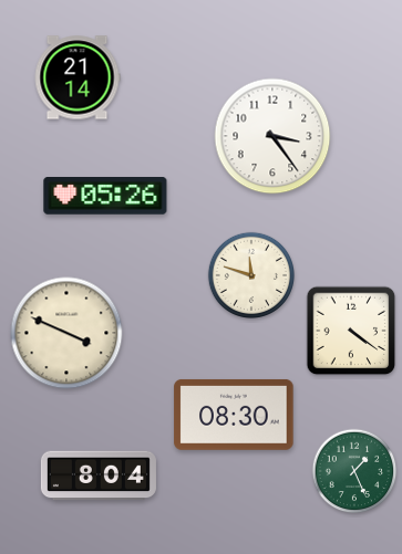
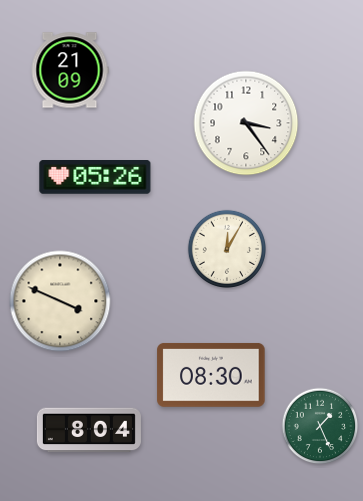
clock at (78, 77): 21:14 -> 21:09
clock at (250, 274): 11:48 -> 12:05
clock at (351, 331): 4:21 -> none
